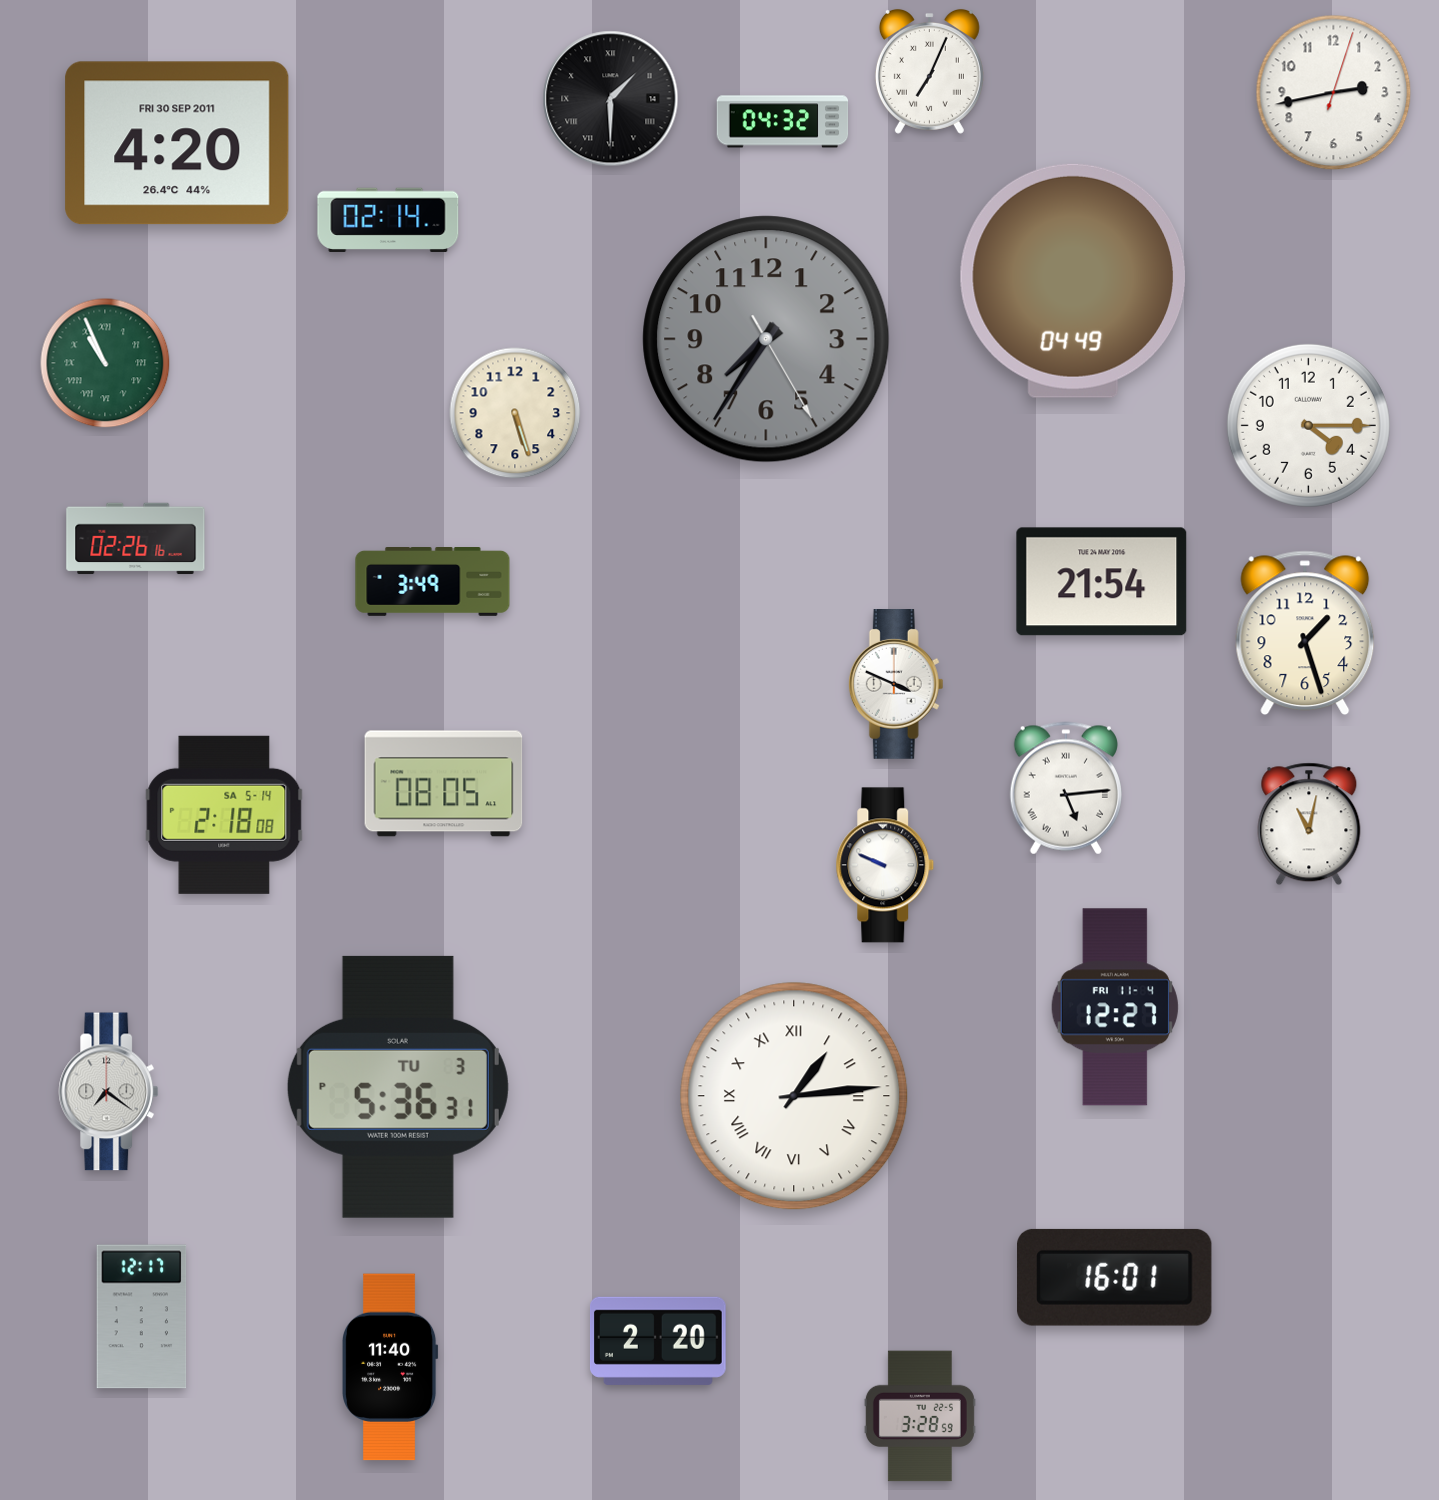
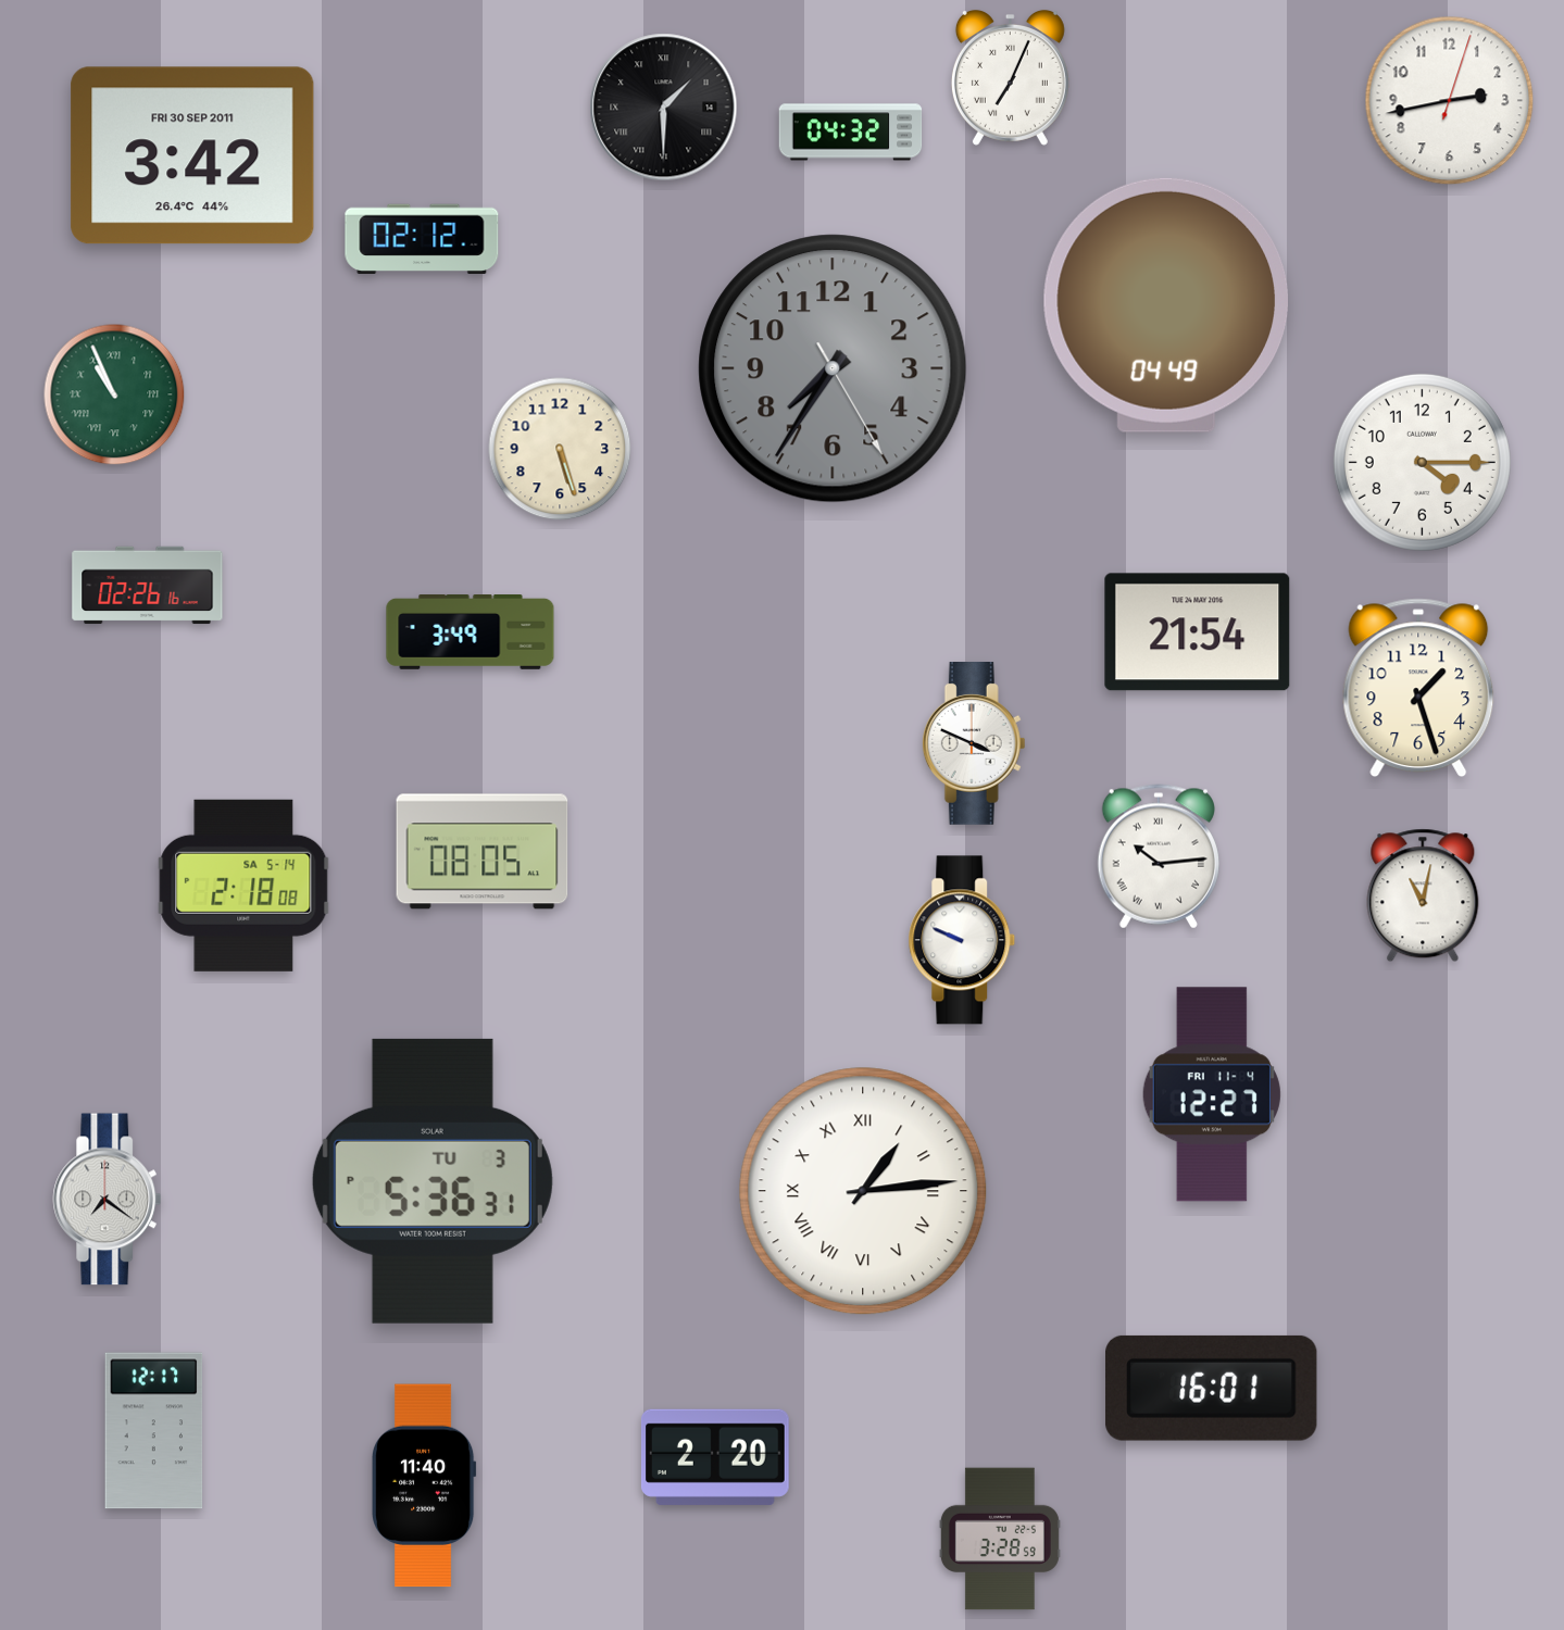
clock at (177, 143): 4:20 -> 3:42
clock at (388, 220): 02:14 -> 02:12
clock at (1066, 788): 5:14 -> 10:14
clock at (109, 1092) position: (109, 1092) -> (108, 1200)
